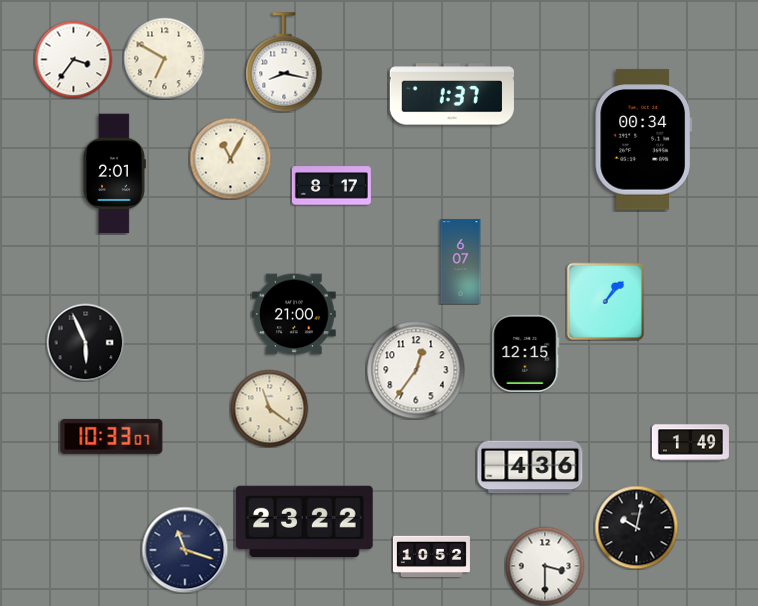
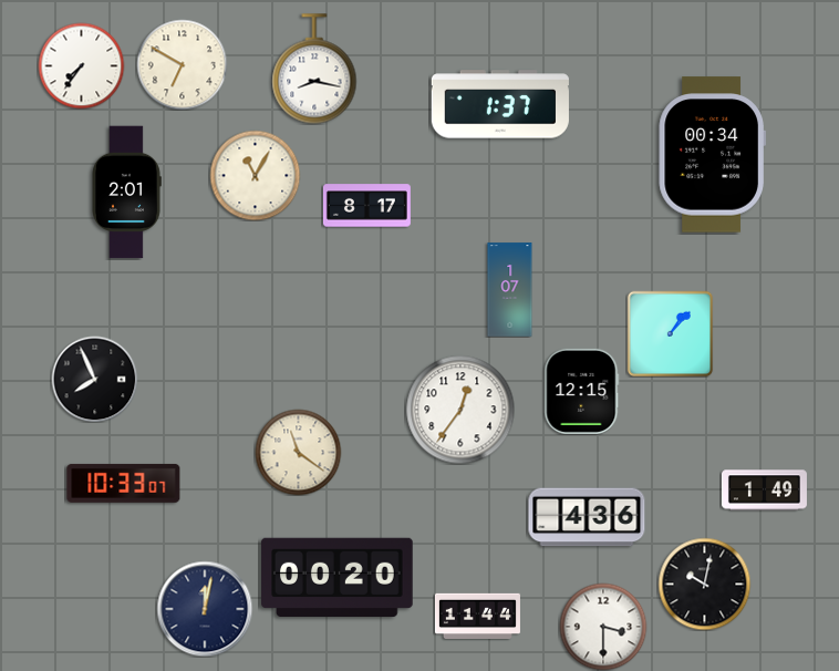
clock at (73, 59): 3:36 -> 7:36
clock at (461, 262): 6:07 -> 1:07
clock at (294, 314): 21:00 -> none
clock at (85, 342): 5:56 -> 7:56
clock at (305, 521): 23:22 -> 00:20
clock at (185, 550): 11:18 -> 12:02
clock at (431, 556): 10:52 -> 11:44
